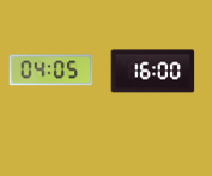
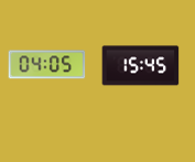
clock at (153, 72): 16:00 -> 15:45
